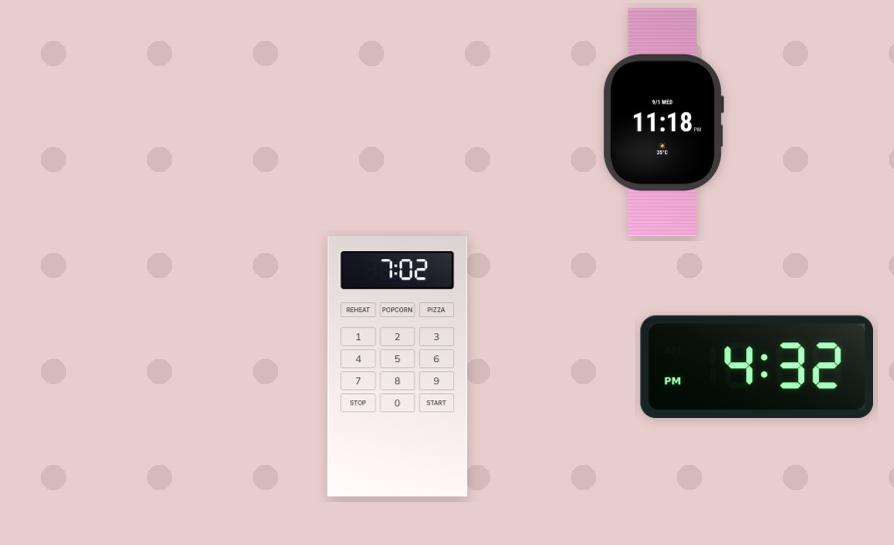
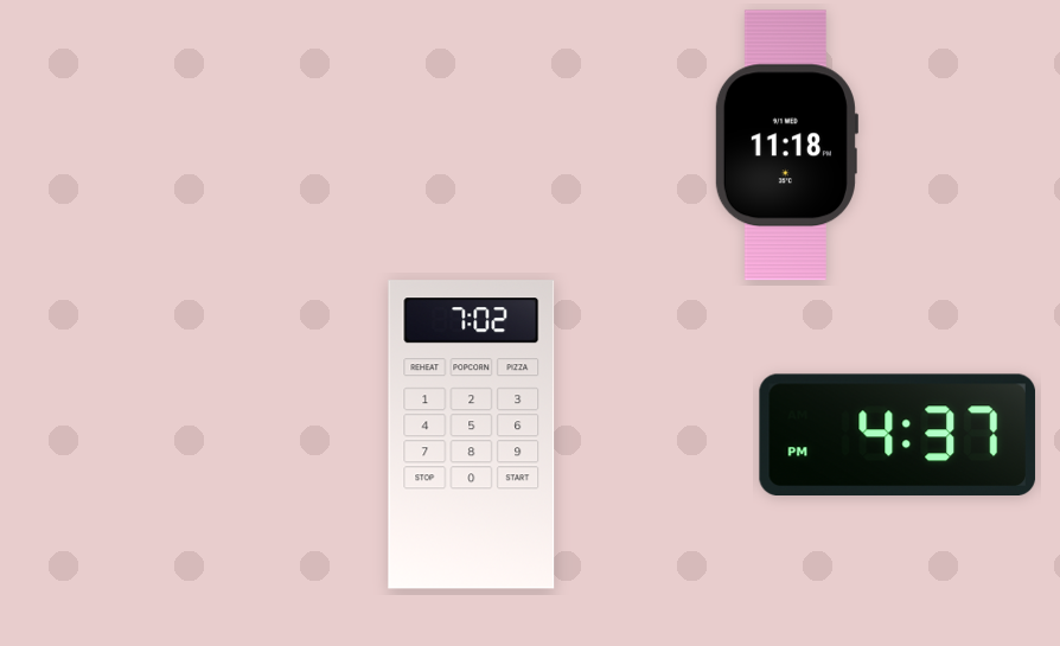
clock at (757, 366): 4:32 -> 4:37
